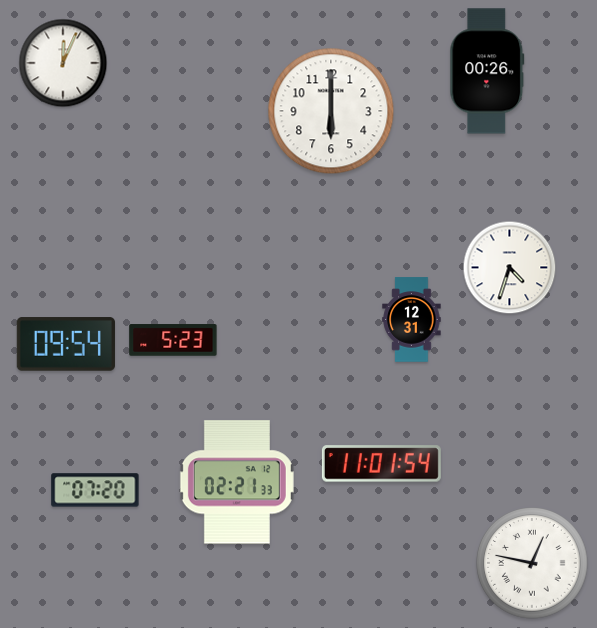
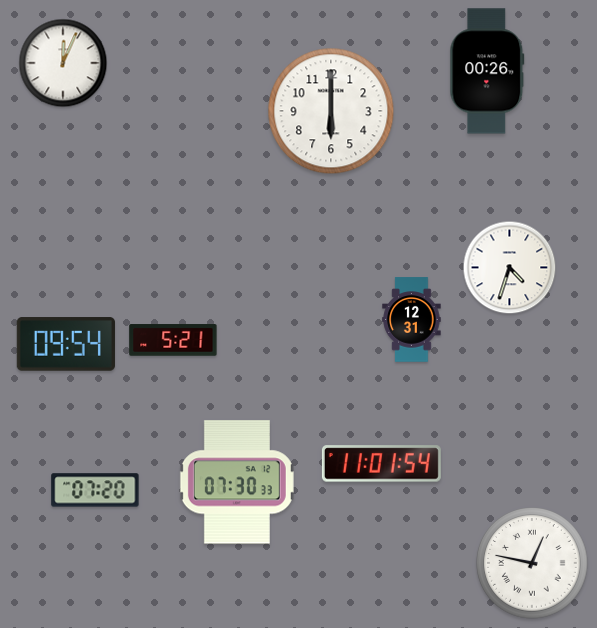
clock at (173, 340): 5:23 -> 5:21
clock at (237, 482): 02:21 -> 07:30
